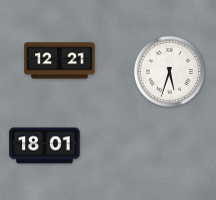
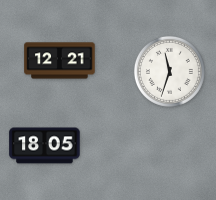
clock at (169, 71): 5:33 -> 11:33
clock at (45, 146): 18:01 -> 18:05
